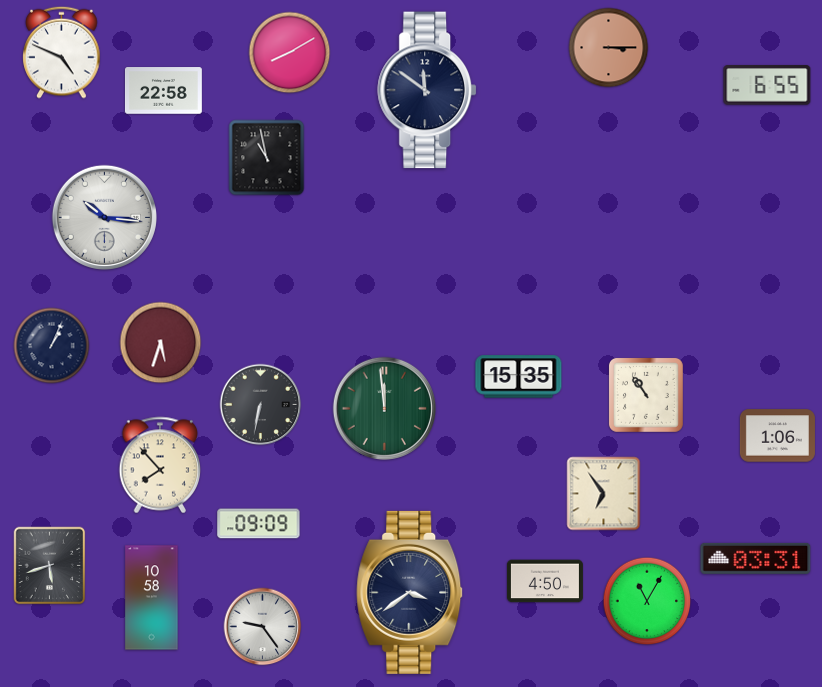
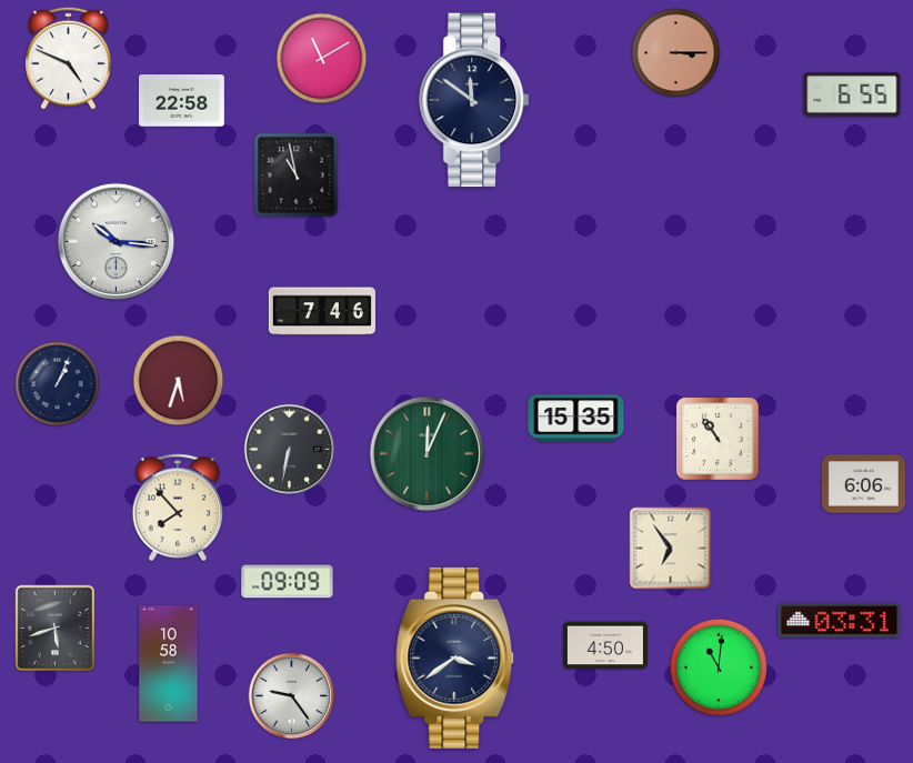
clock at (290, 53): 8:10 -> 11:10
clock at (322, 311): none -> 7:46
clock at (384, 408): 11:59 -> 12:04
clock at (777, 436): 1:06 -> 6:06
clock at (160, 465) position: (160, 465) -> (178, 508)
clock at (647, 601): 11:05 -> 11:01
